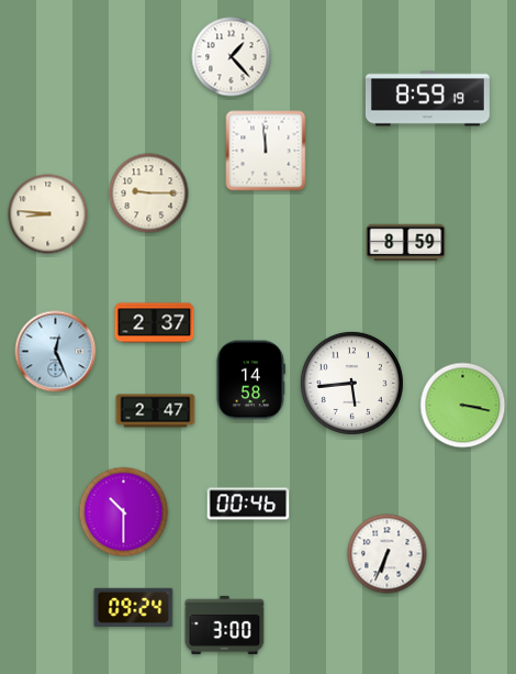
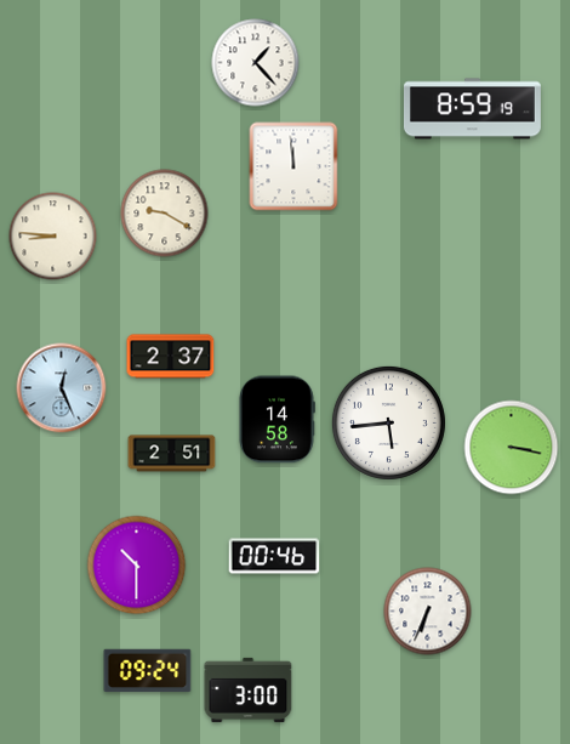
clock at (149, 194): 9:15 -> 9:20
clock at (406, 243): 8:59 -> none
clock at (156, 411): 2:47 -> 2:51
